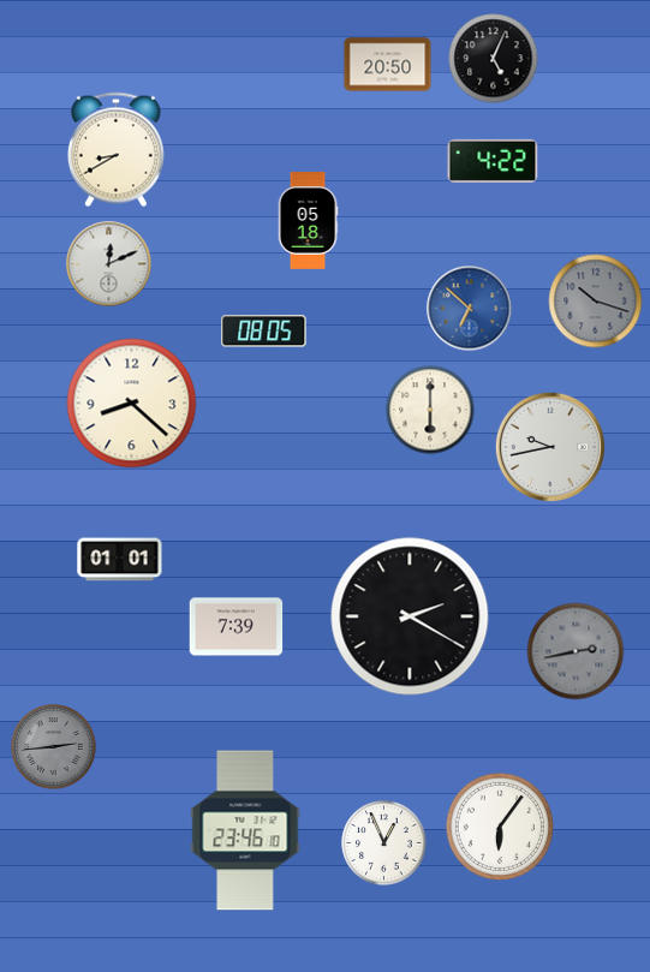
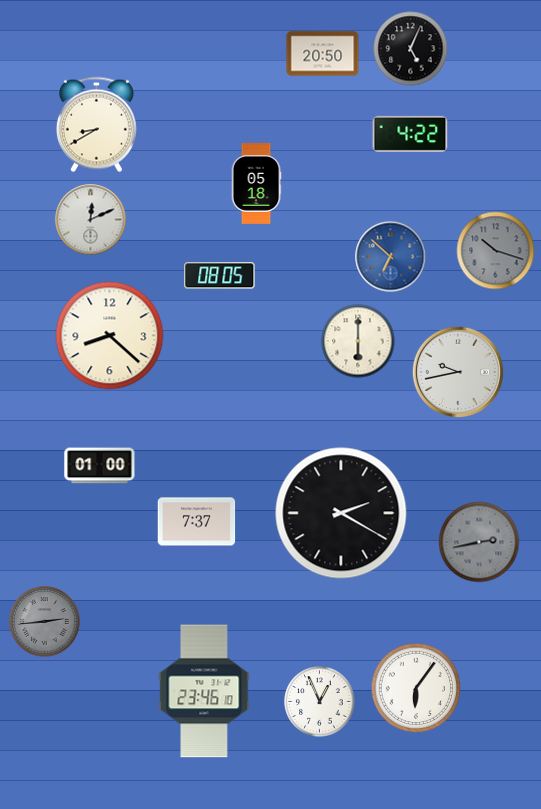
clock at (120, 560): 01:01 -> 01:00
clock at (237, 627): 7:39 -> 7:37
